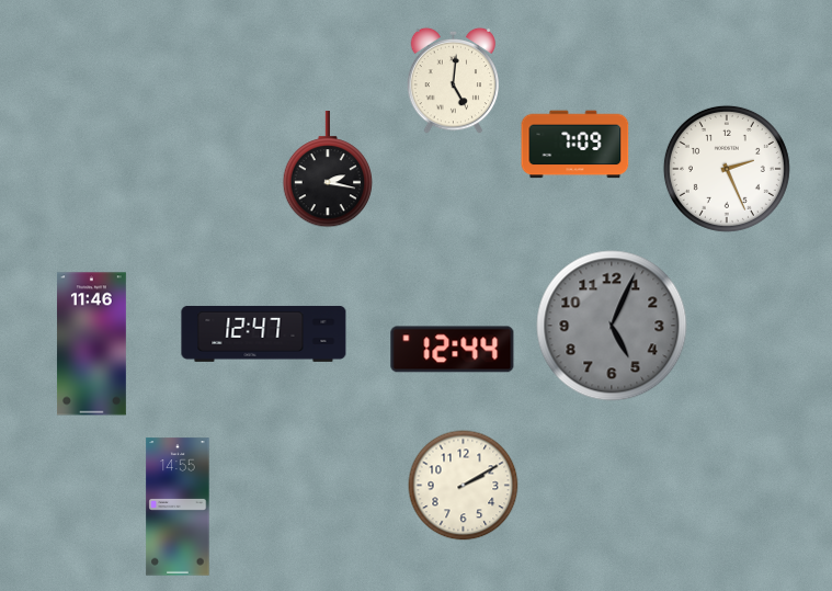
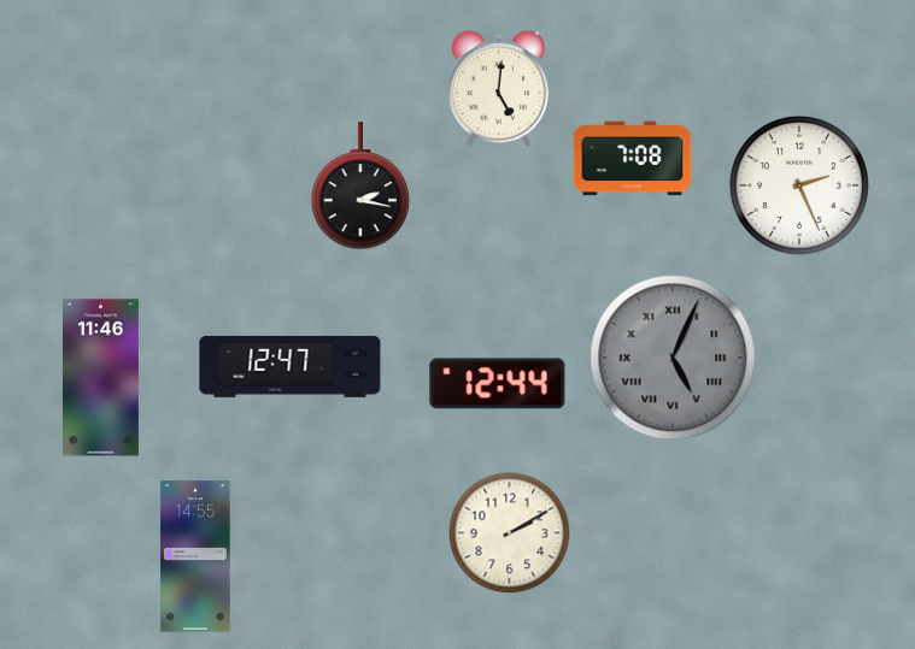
clock at (575, 145): 7:09 -> 7:08
clock at (612, 326) numerals: Arabic -> Roman
